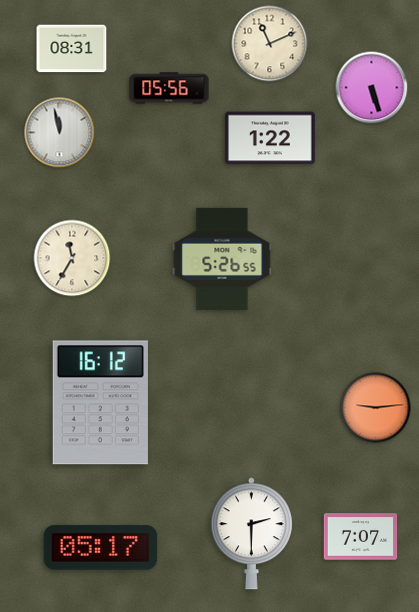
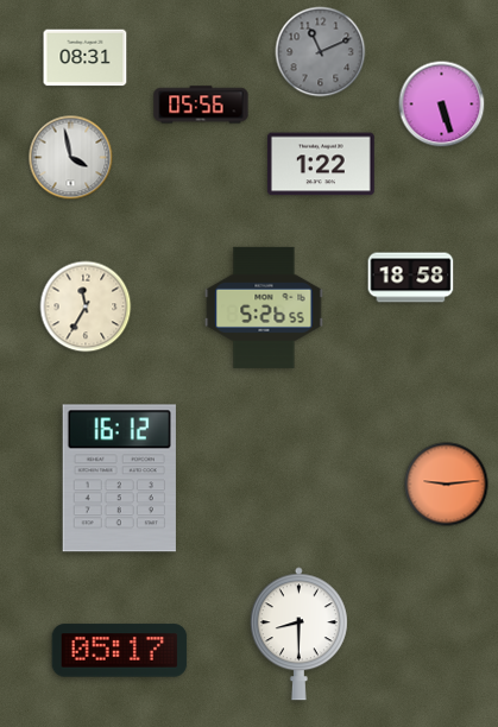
clock at (270, 44) dial: cream -> grey
clock at (60, 133): 11:58 -> 3:58
clock at (411, 278): none -> 18:58
clock at (251, 534): 2:30 -> 8:30
clock at (361, 537): 7:07 -> none
